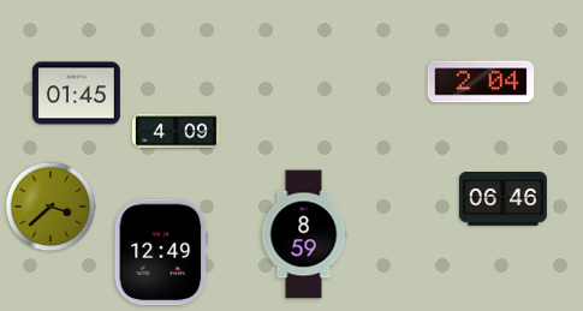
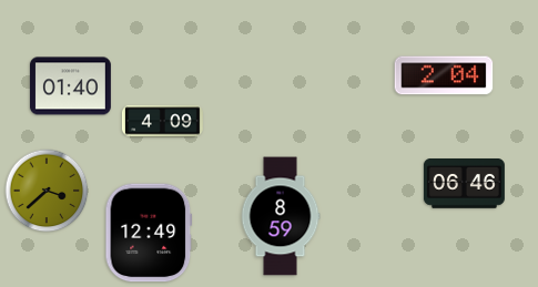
clock at (76, 94): 01:45 -> 01:40
